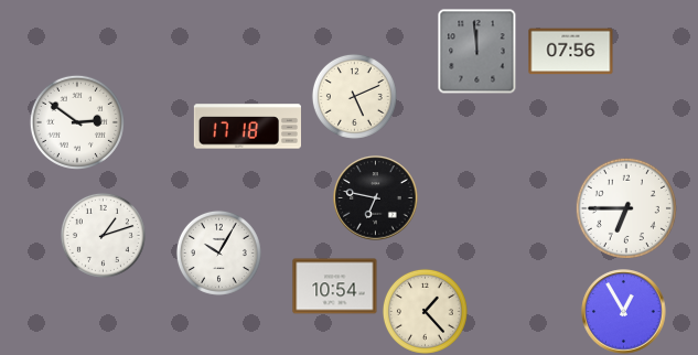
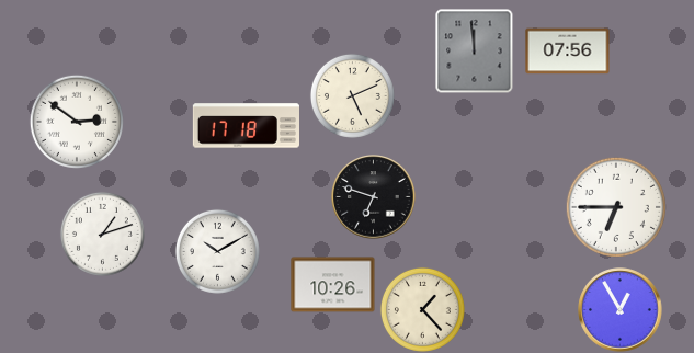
clock at (376, 198): 6:47 -> 6:48
clock at (626, 208) position: (626, 208) -> (616, 207)
clock at (218, 252): 10:05 -> 10:10
clock at (335, 287): 10:54 -> 10:26
